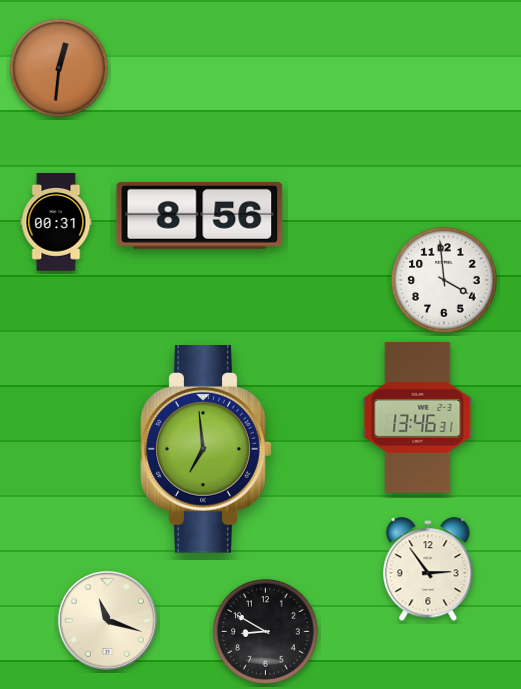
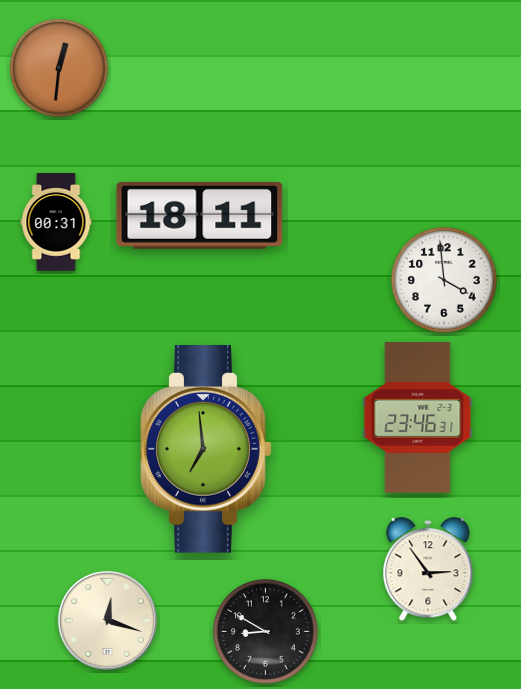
clock at (200, 215): 8:56 -> 18:11
clock at (418, 417): 13:46 -> 23:46
clock at (107, 620): 11:18 -> 12:18
